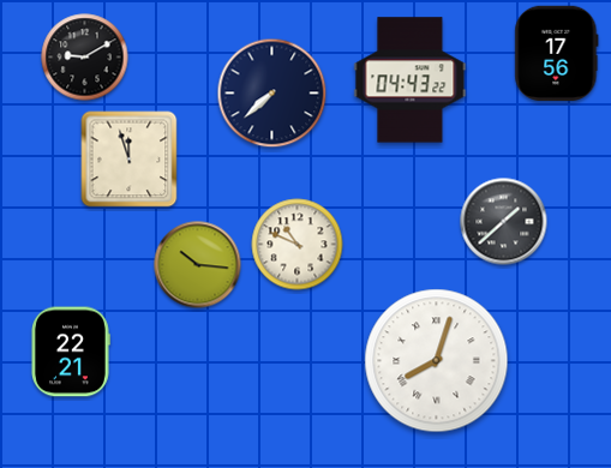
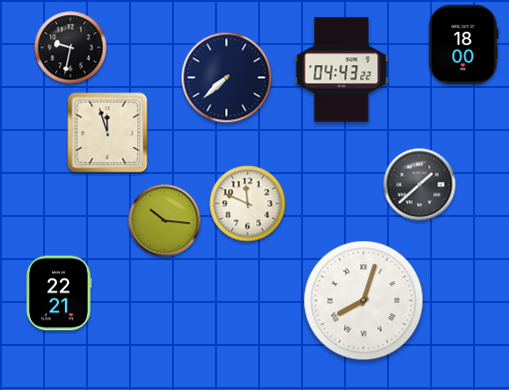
clock at (557, 53): 17:56 -> 18:00
clock at (85, 58): 9:10 -> 9:32
clock at (411, 80) position: (411, 80) -> (342, 70)
clock at (298, 245): 10:49 -> 11:49
